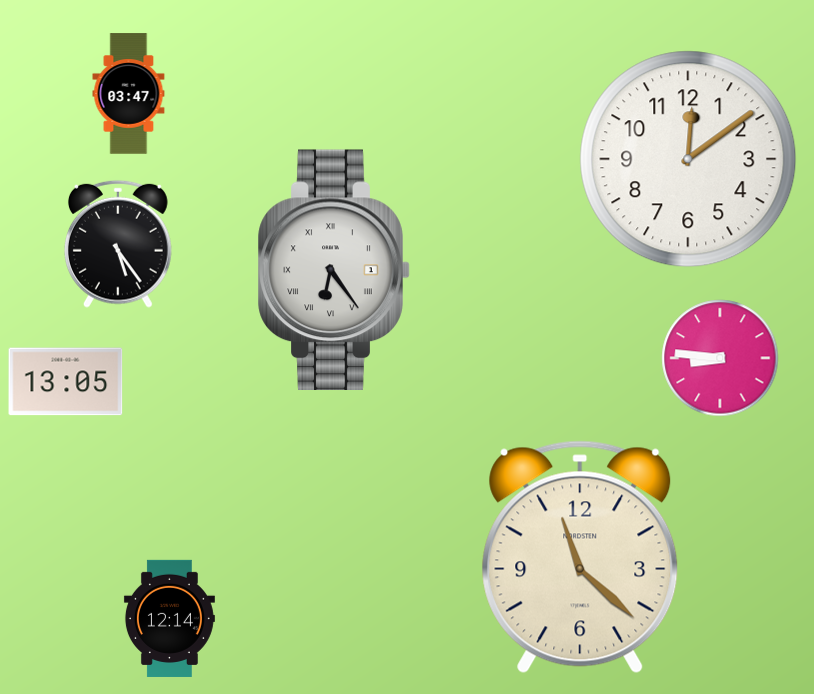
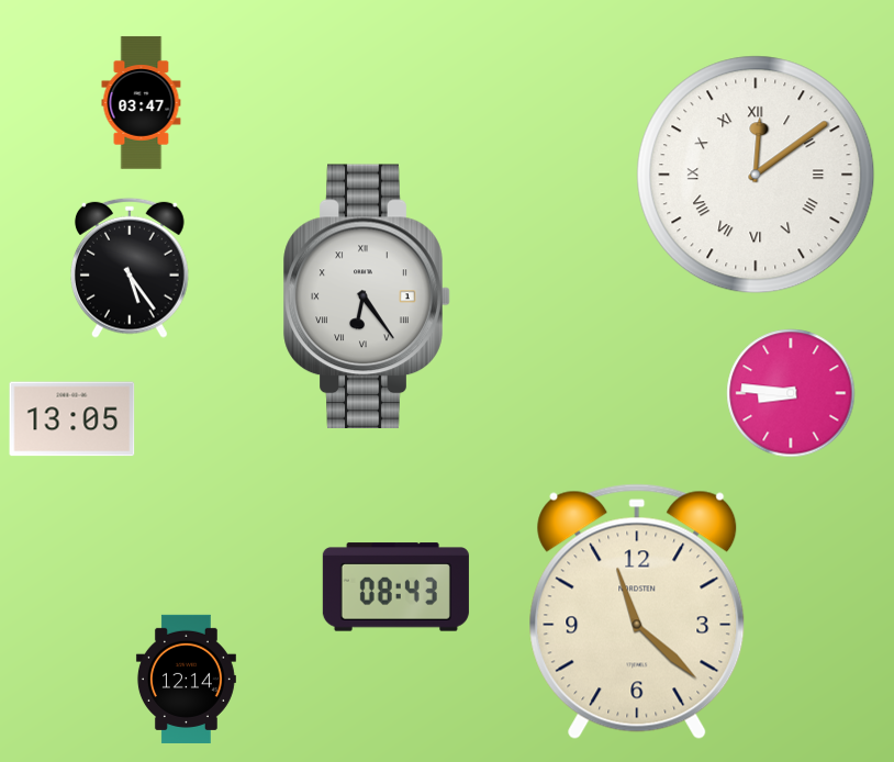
clock at (688, 159) numerals: Arabic -> Roman
clock at (395, 587): none -> 08:43
